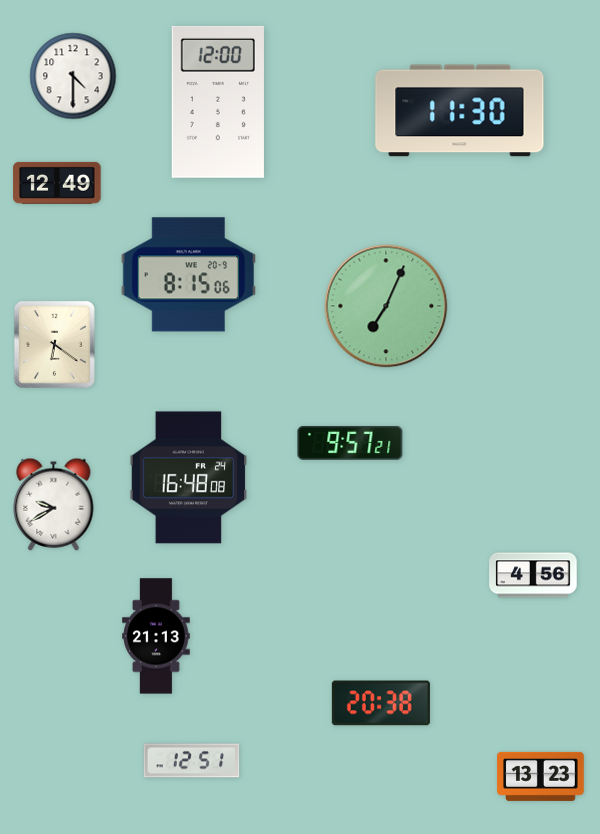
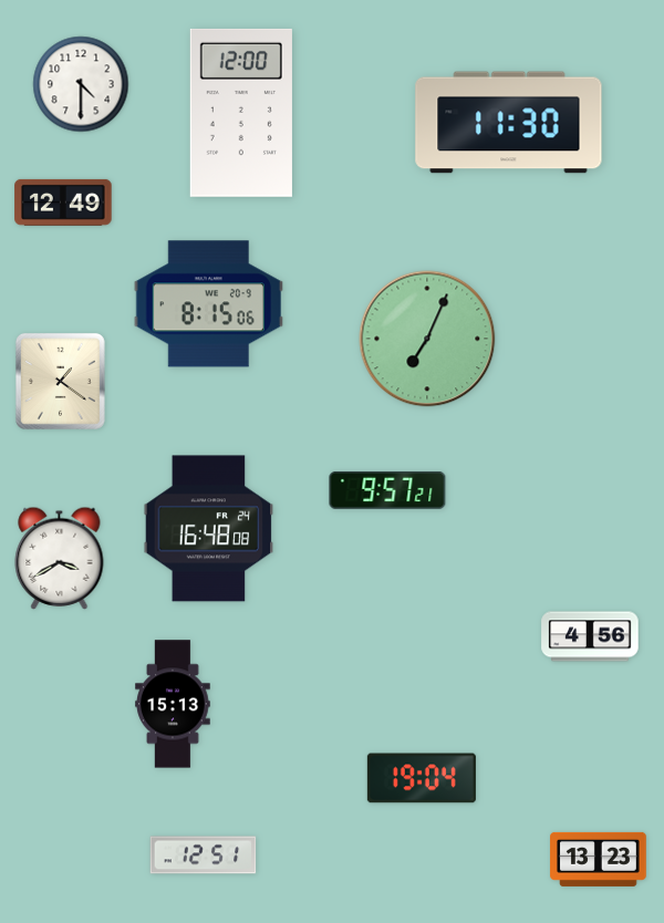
clock at (54, 344): 6:21 -> 1:21
clock at (54, 504): 9:40 -> 3:40
clock at (156, 636): 21:13 -> 15:13
clock at (381, 703): 20:38 -> 19:04
clock at (192, 761) position: (192, 761) -> (204, 855)
